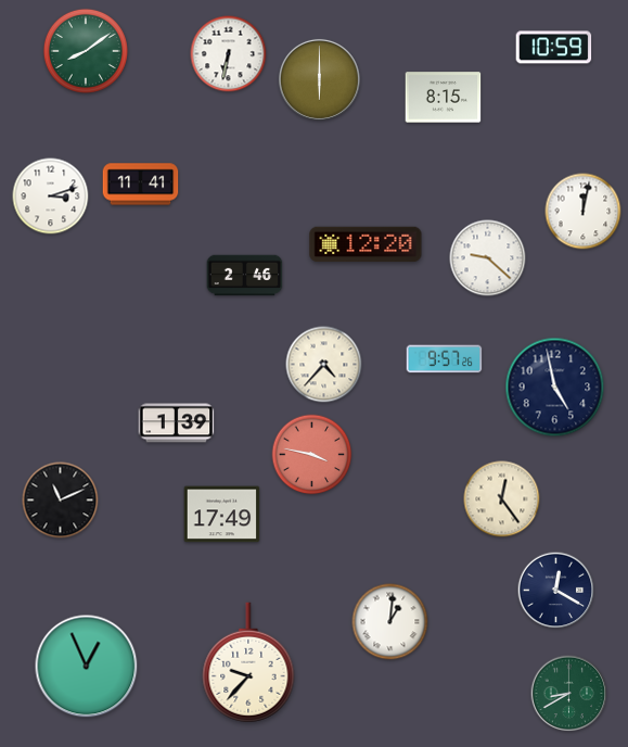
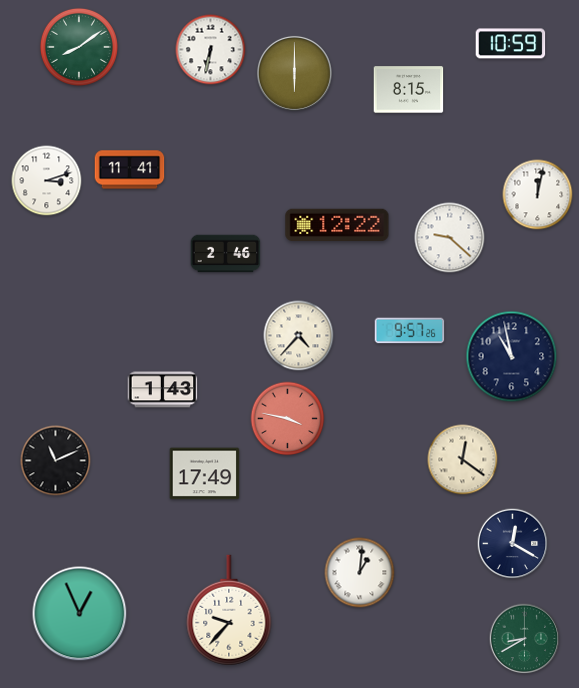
clock at (366, 244): 12:20 -> 12:22
clock at (555, 388): 4:58 -> 10:58
clock at (177, 423): 1:39 -> 1:43
clock at (502, 499): 12:24 -> 12:21
